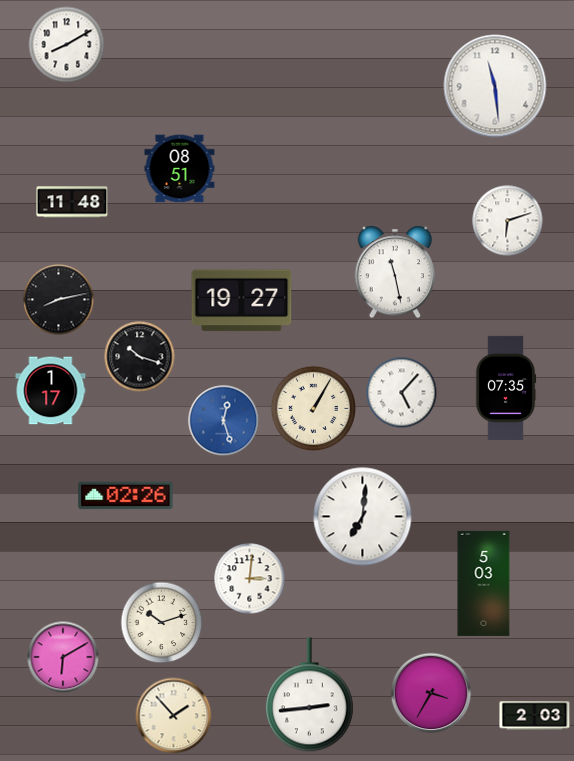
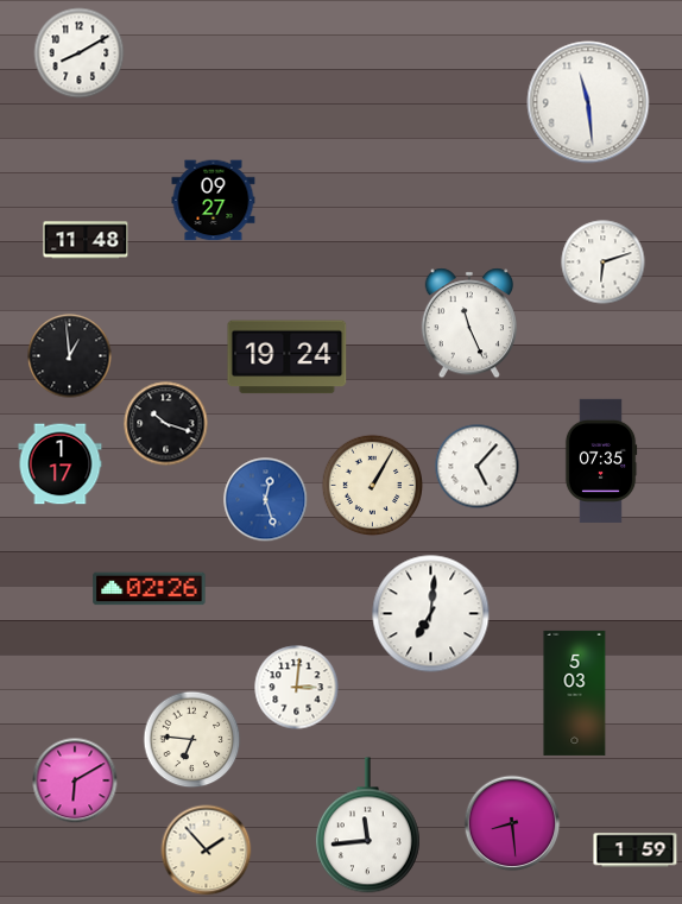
clock at (180, 169): 08:51 -> 09:27
clock at (395, 272): 11:28 -> 11:26
clock at (59, 300): 8:13 -> 12:59
clock at (242, 301): 19:27 -> 19:24
clock at (162, 623): 10:12 -> 6:46
clock at (431, 693): 3:35 -> 8:29
clock at (309, 695): 2:44 -> 11:44
clock at (535, 716): 2:03 -> 1:59
